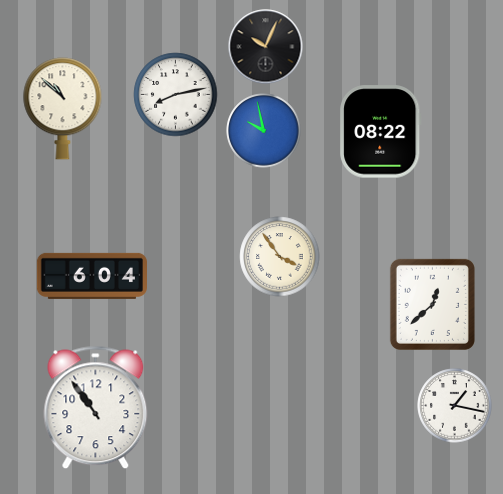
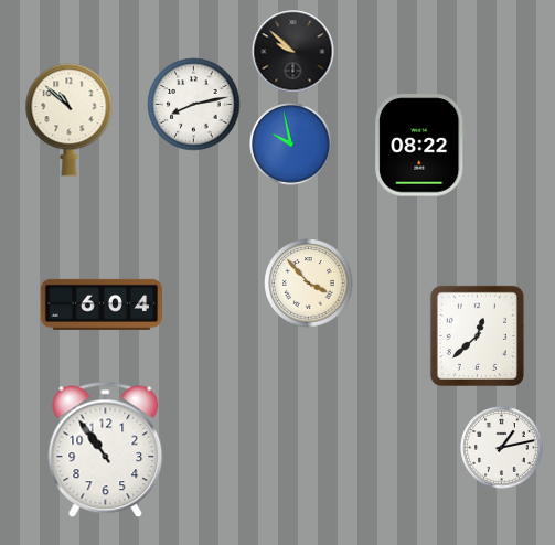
clock at (266, 47): 10:04 -> 9:52
clock at (280, 257): 3:54 -> 3:53
clock at (455, 406): 1:17 -> 1:13
